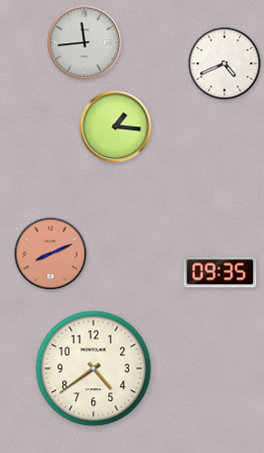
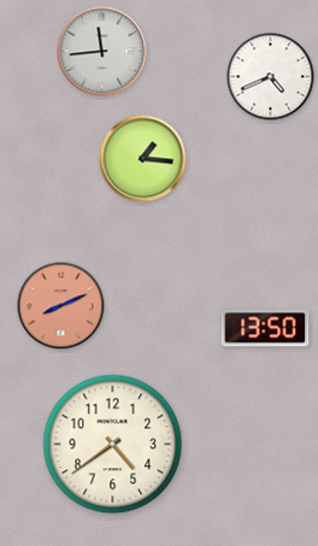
clock at (116, 127) position: (116, 127) -> (143, 159)
clock at (220, 272): 09:35 -> 13:50
